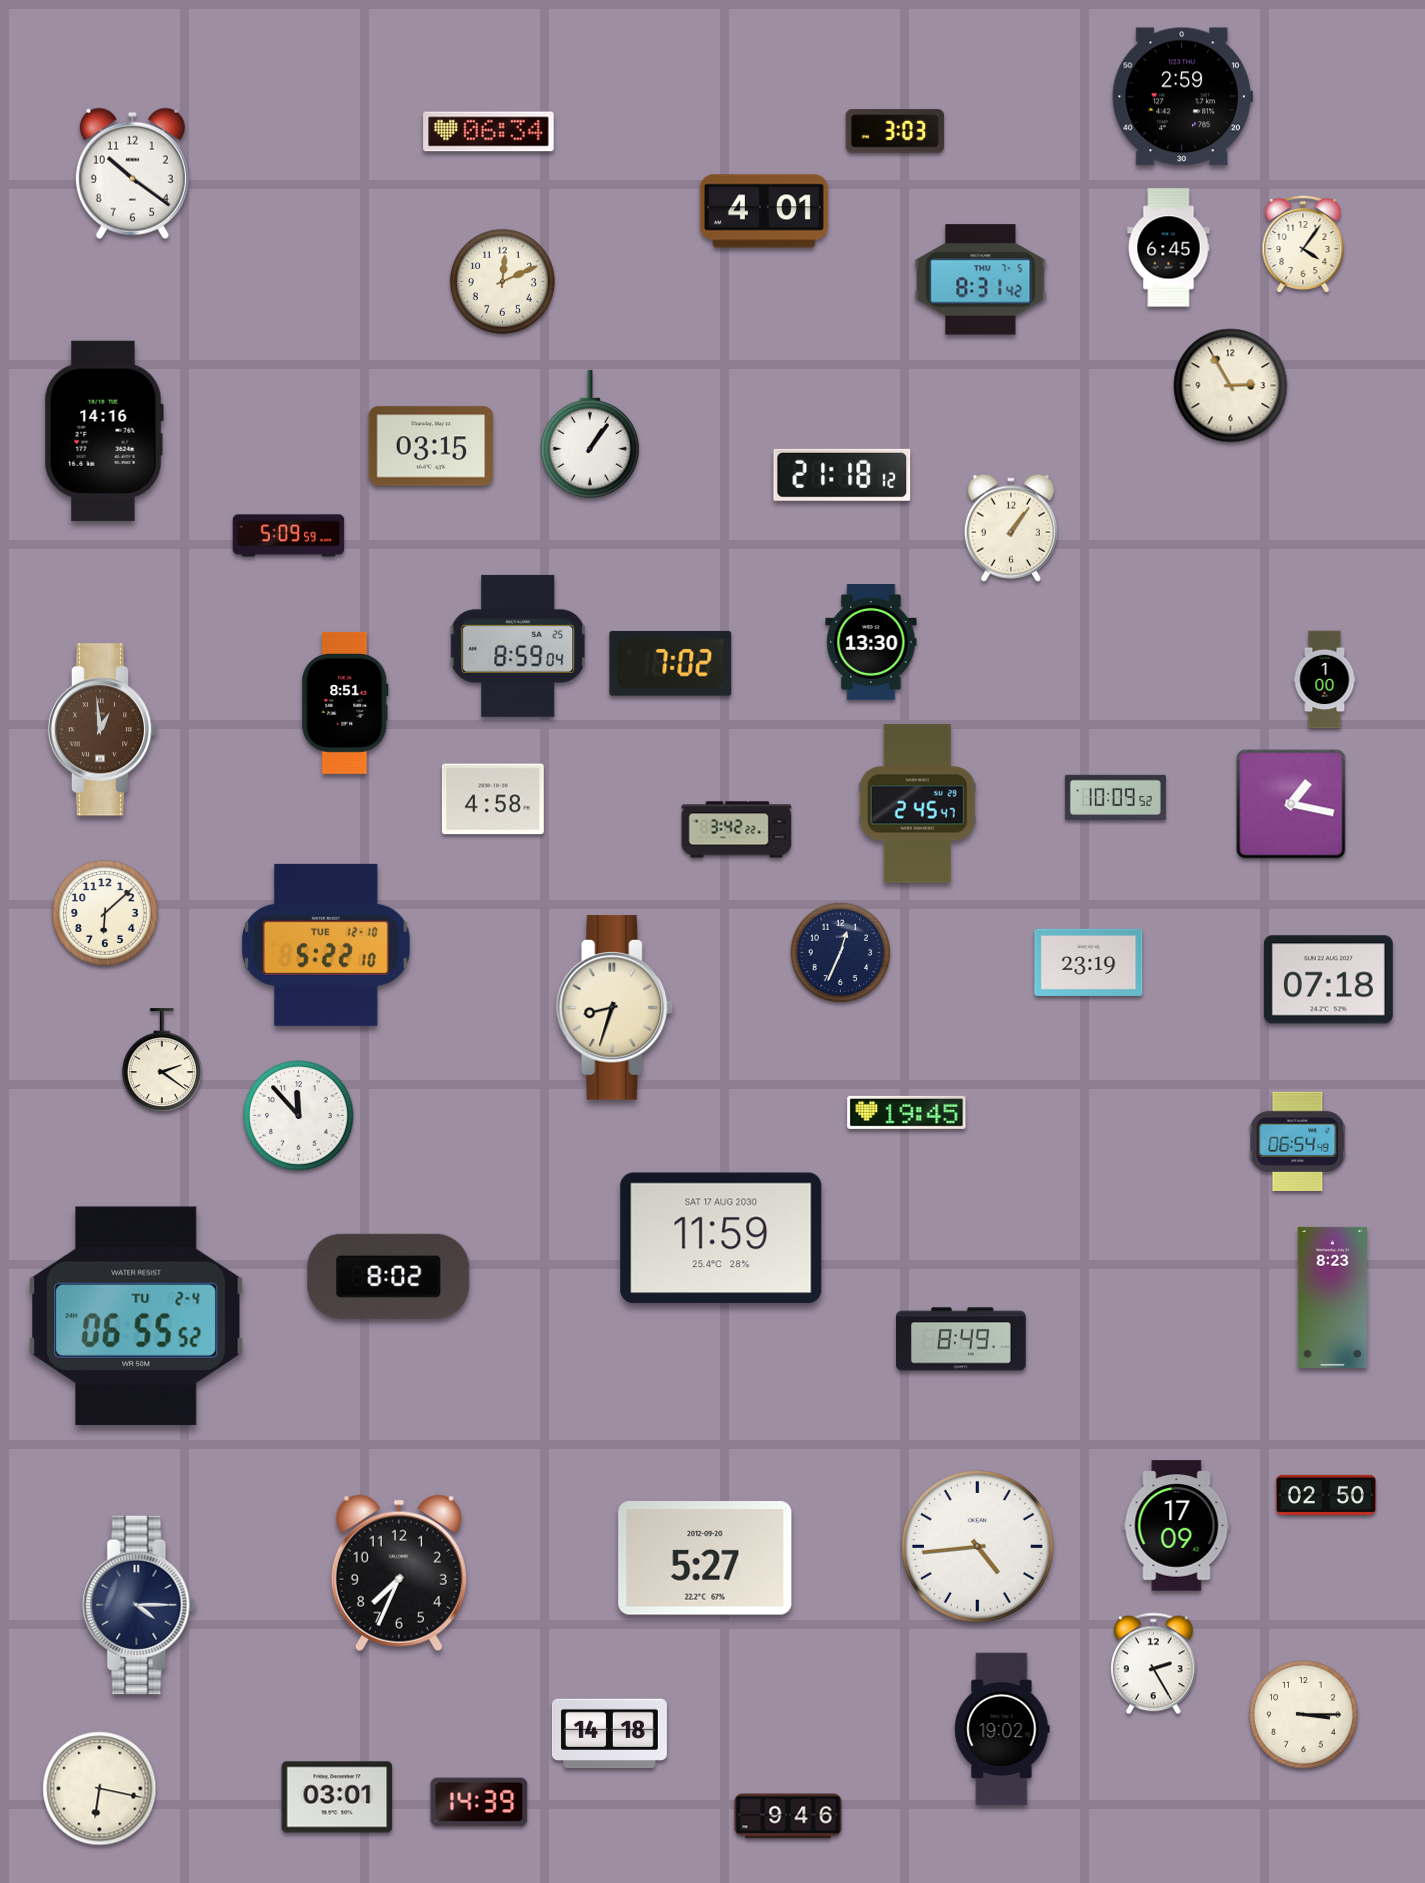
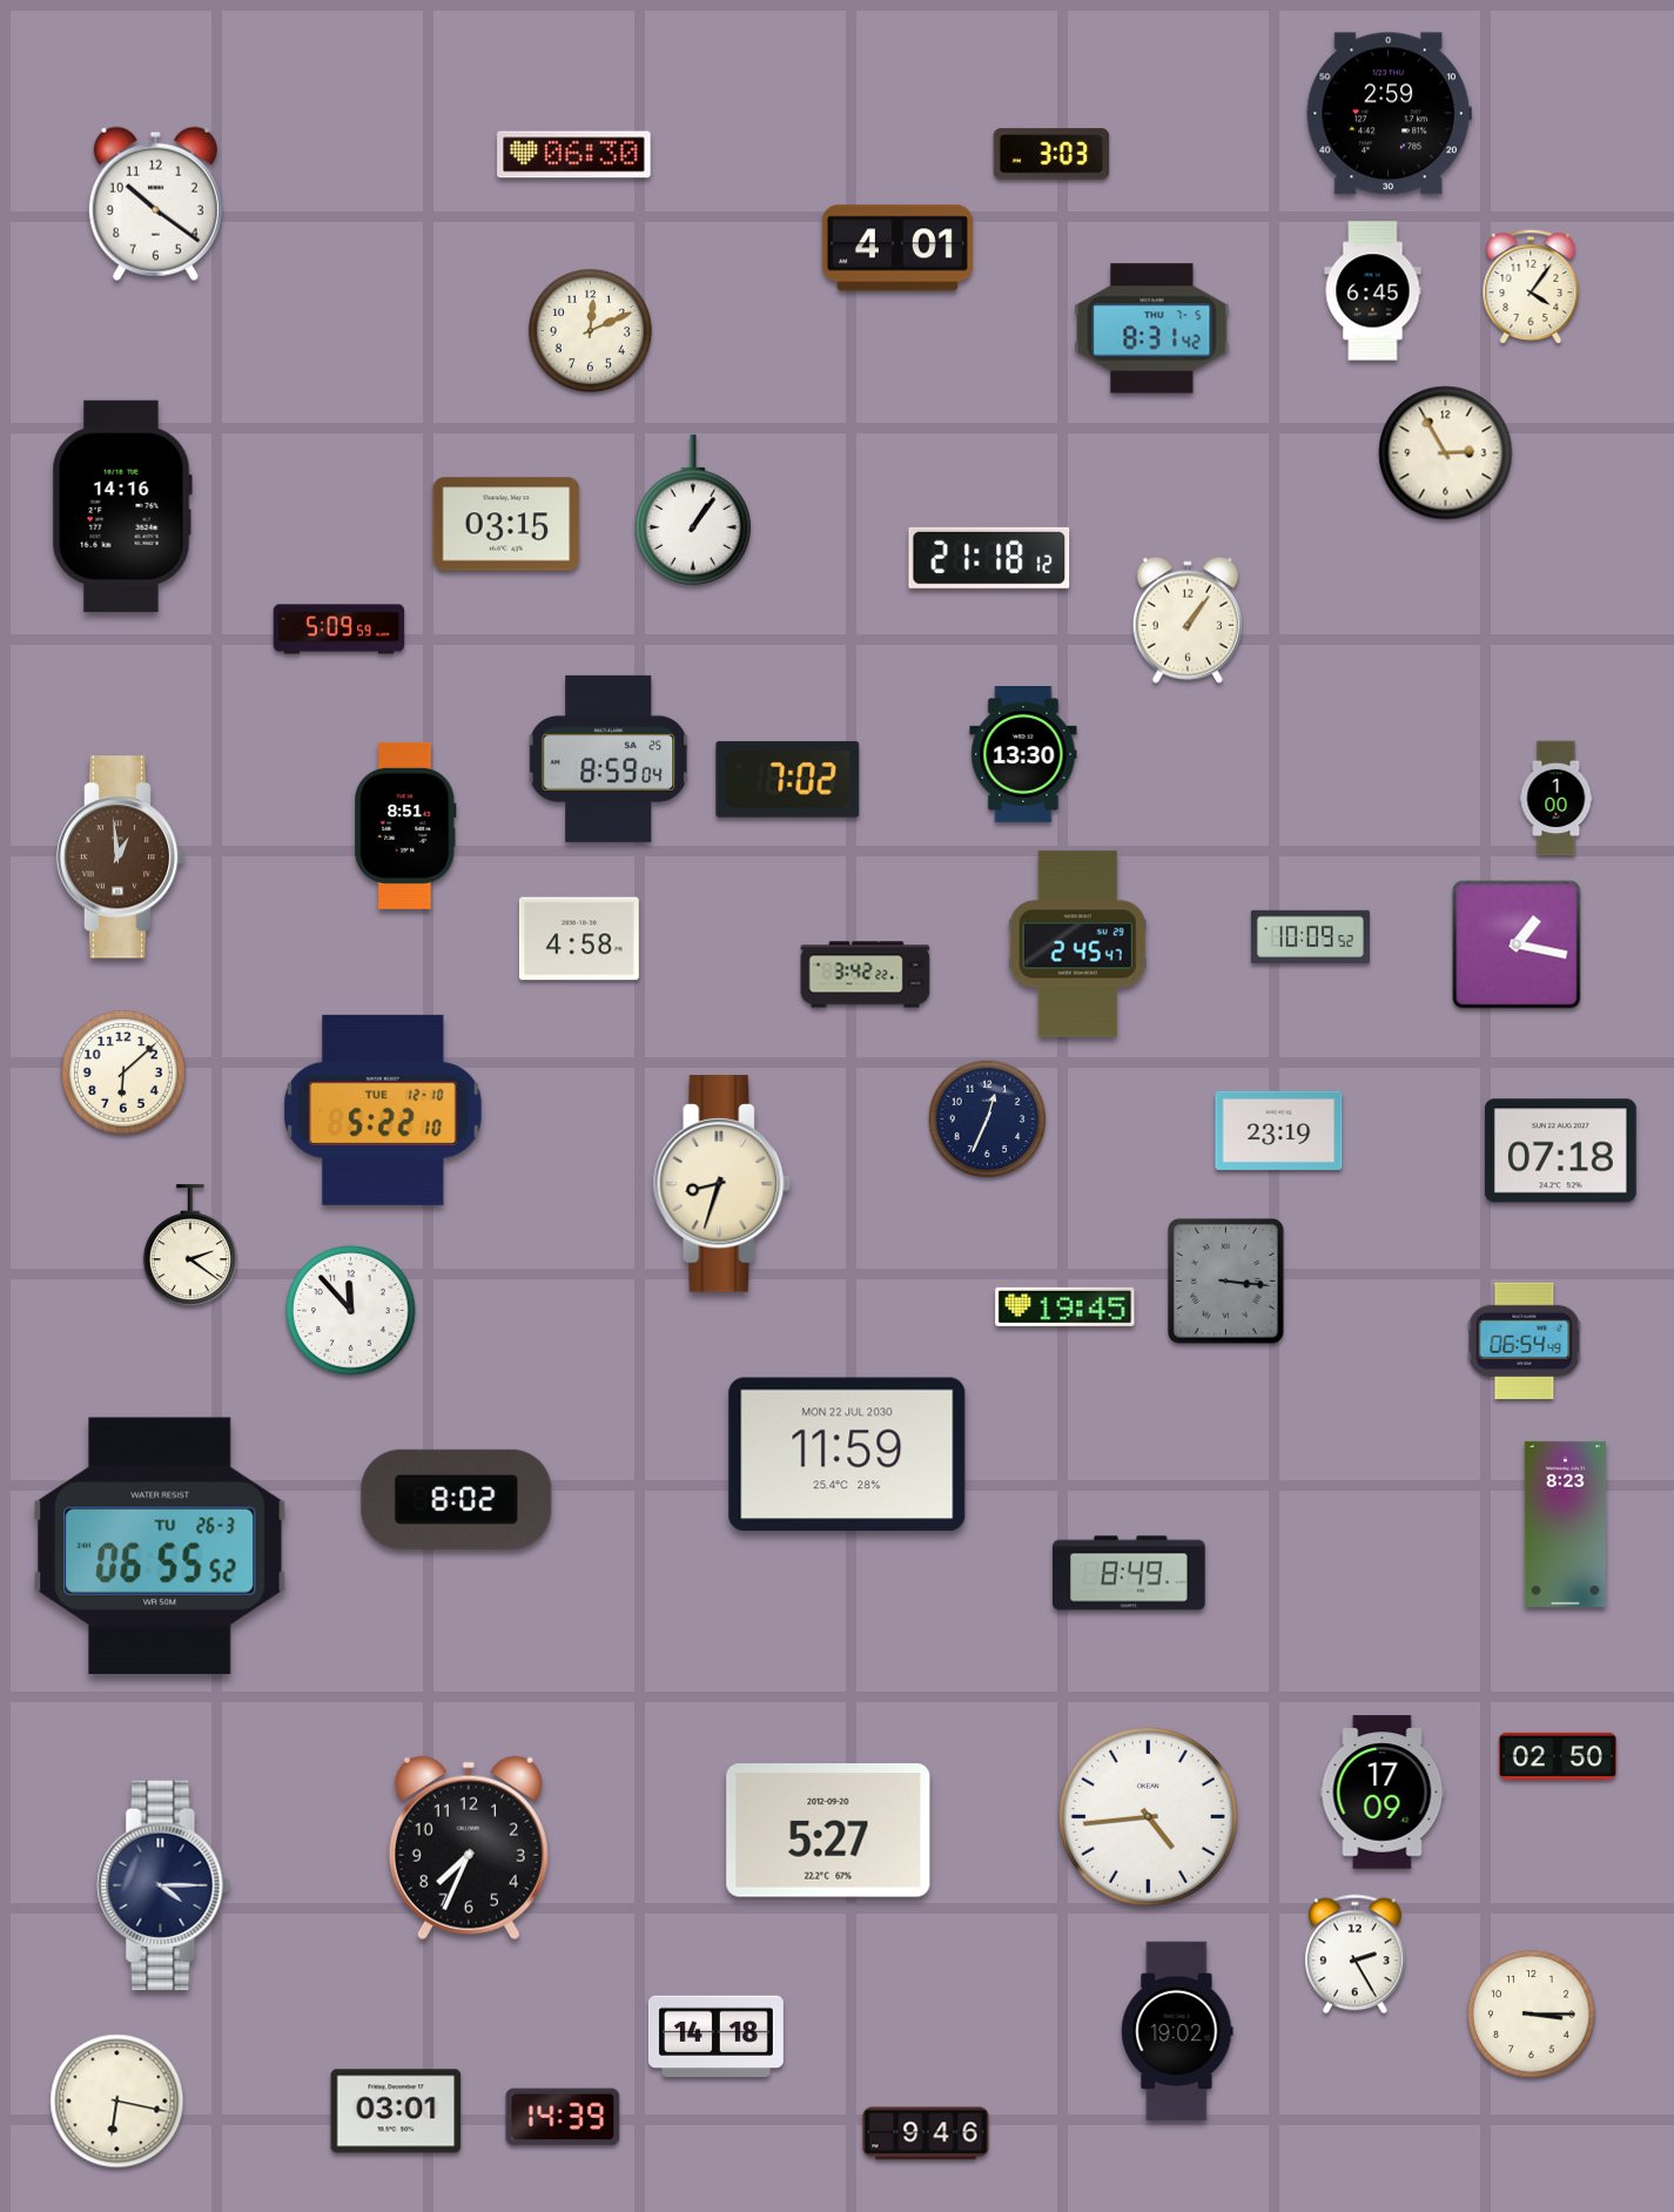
clock at (489, 132): 06:34 -> 06:30
clock at (1226, 1282): none -> 3:16
clock at (721, 1238) date: SAT 17 AUG 2030 -> MON 22 JUL 2030
clock at (136, 1316) date: TU 2-4 -> TU 26-3
